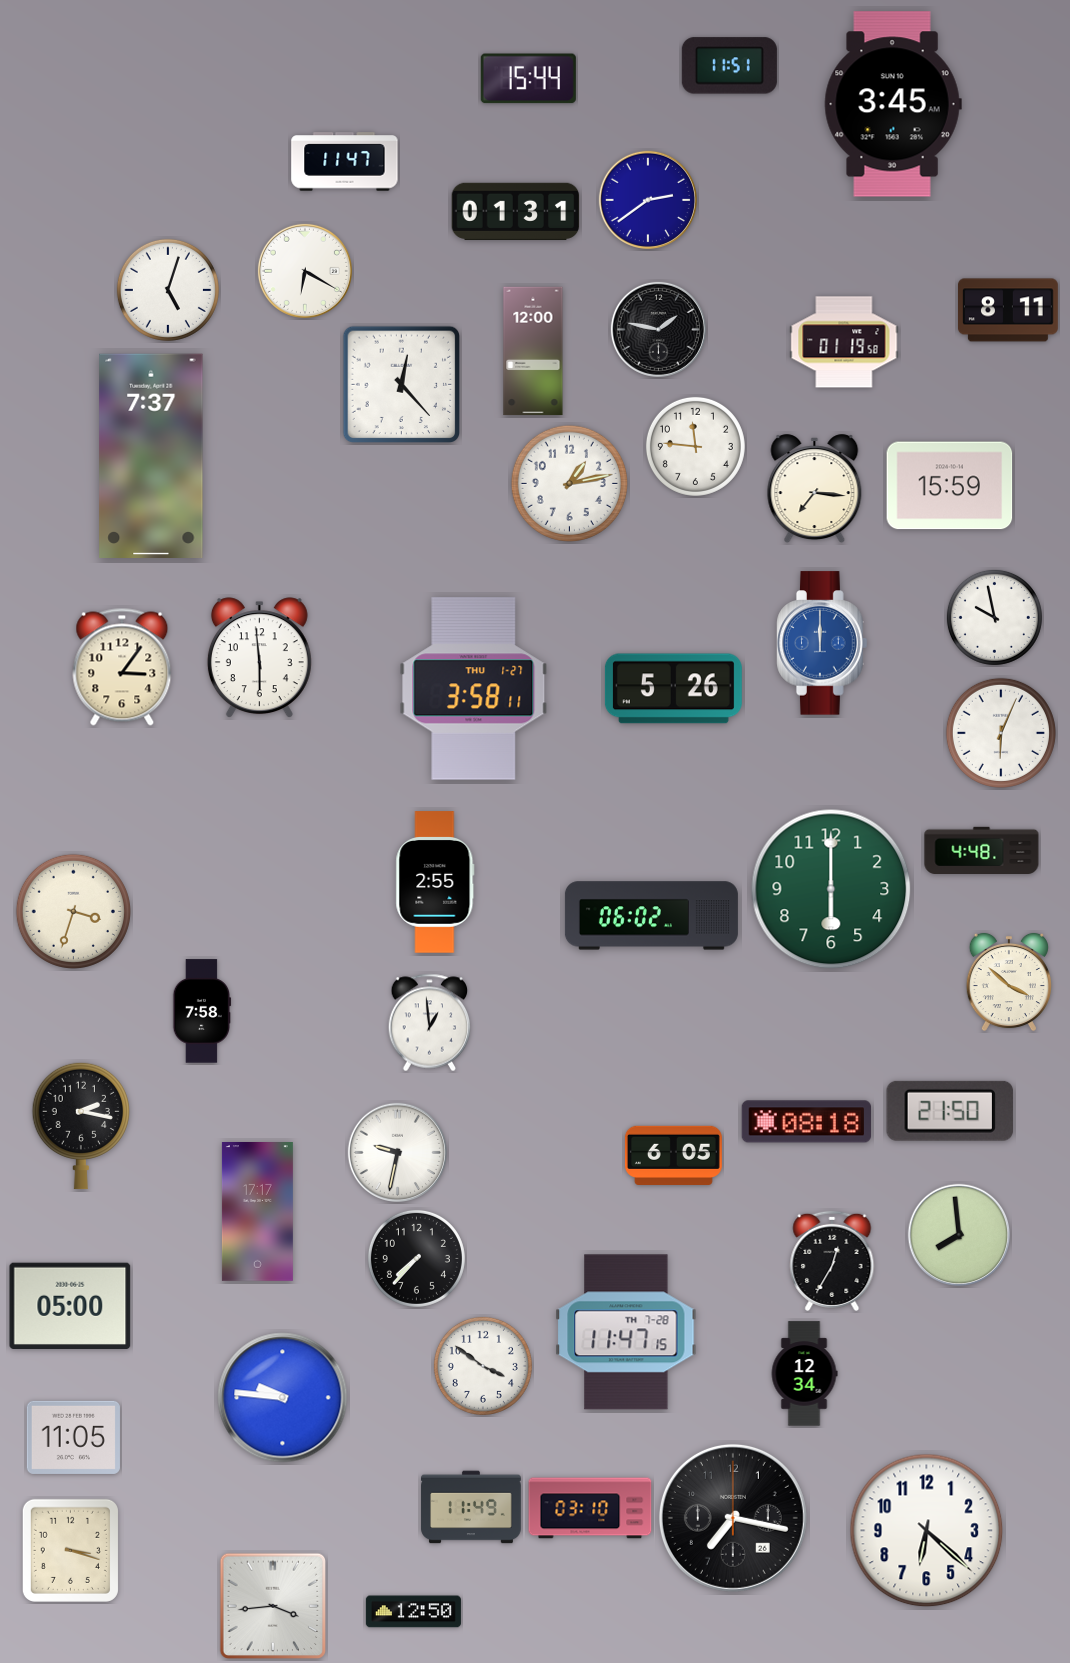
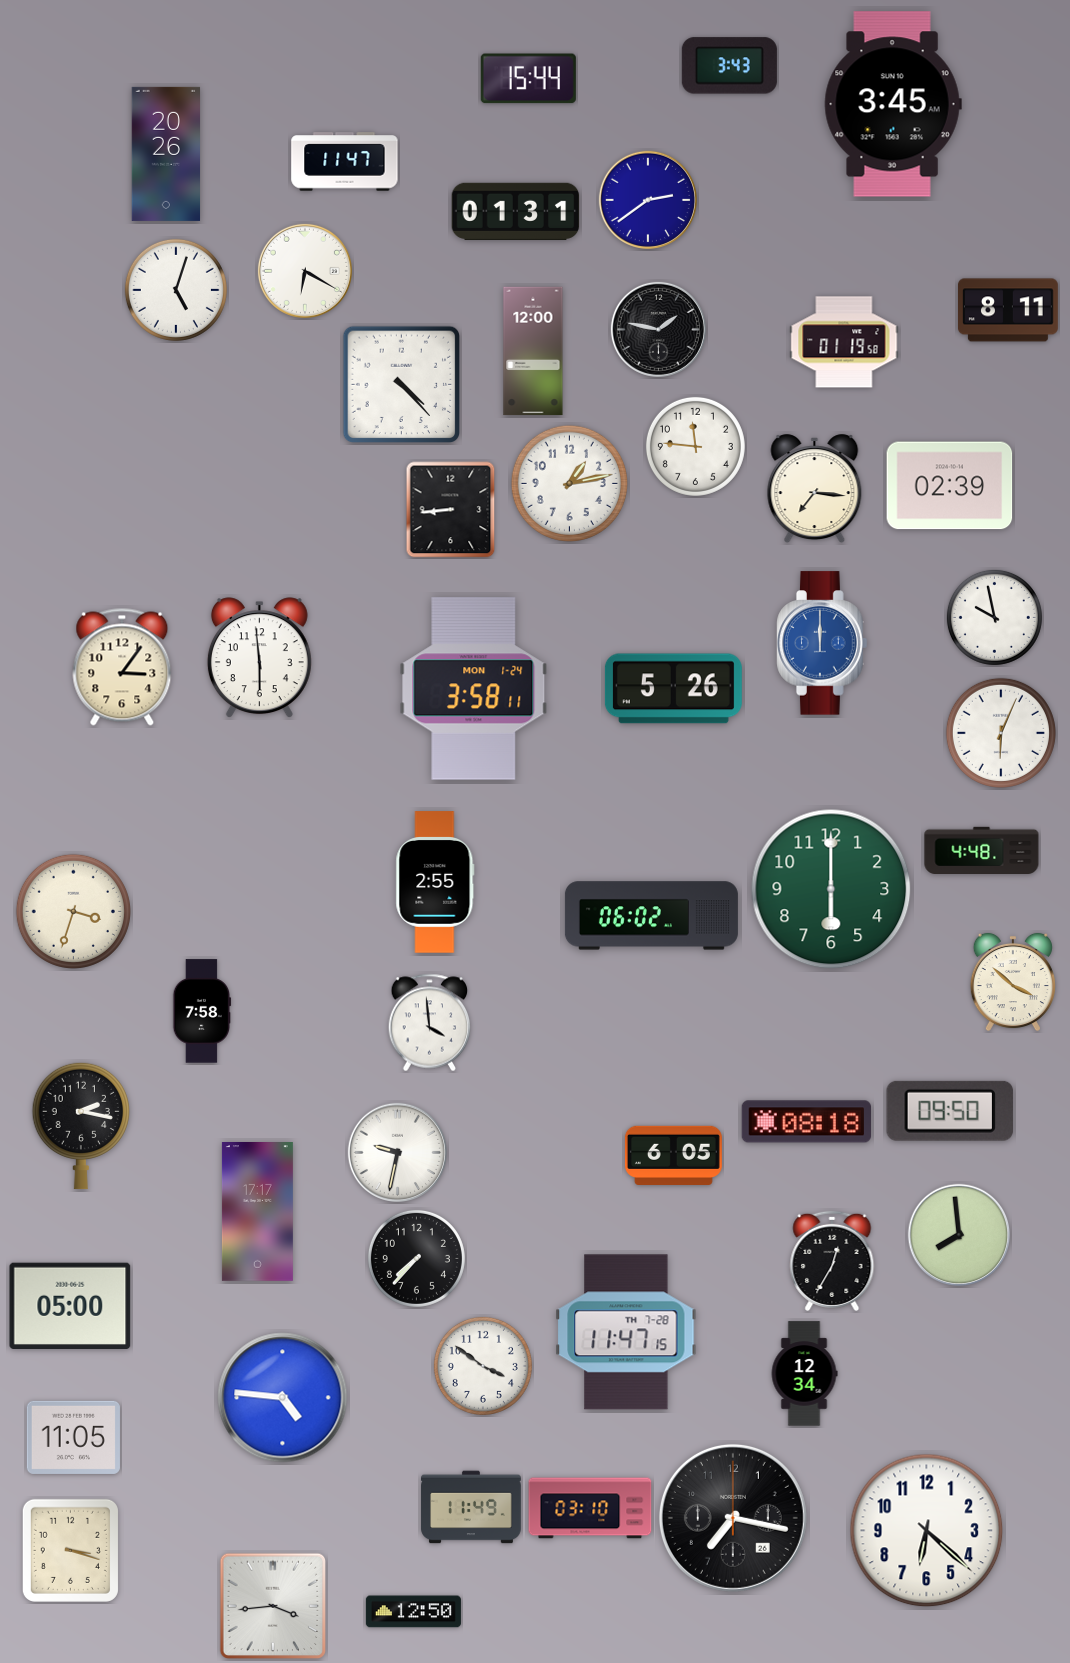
clock at (729, 66): 11:51 -> 3:43
clock at (166, 154): none -> 20:26
clock at (168, 290) position: (168, 290) -> (176, 290)
clock at (401, 384): 12:23 -> 4:23
clock at (151, 455): 7:37 -> none
clock at (950, 486): 15:59 -> 02:39
clock at (451, 510): none -> 8:44
clock at (474, 689) date: THU 1-27 -> MON 1-24
clock at (1009, 982) position: (1009, 982) -> (1013, 982)
clock at (430, 1023): 12:59 -> 3:59
clock at (950, 1111): 21:50 -> 09:50
clock at (283, 1398): 9:46 -> 4:46
